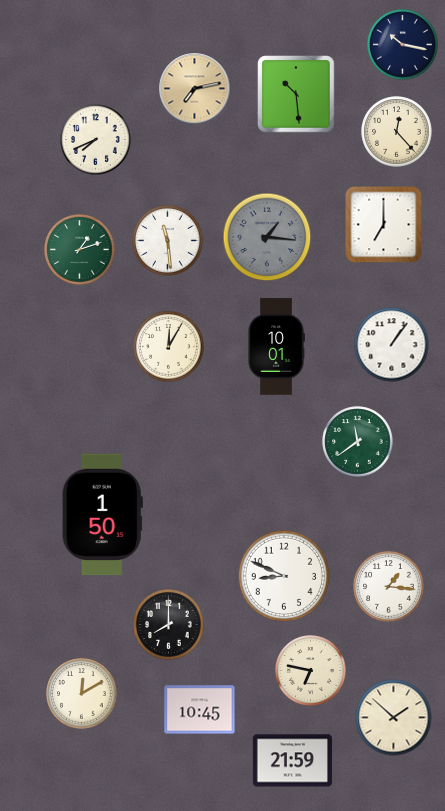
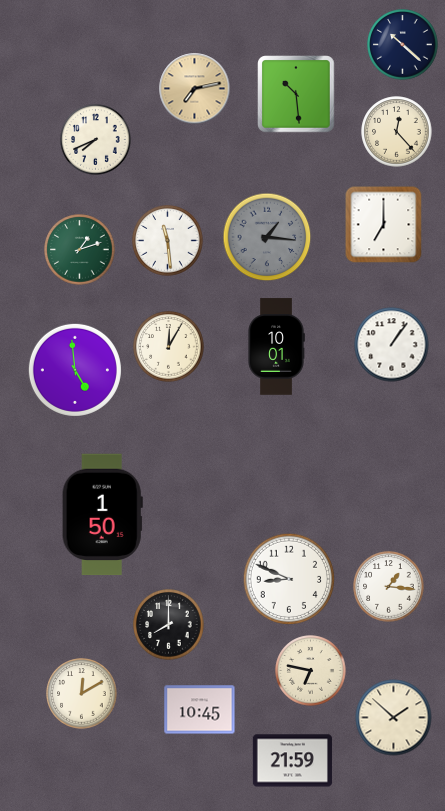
clock at (403, 45): 10:17 -> 10:22
clock at (75, 370): none -> 4:59
clock at (358, 442): 11:39 -> none
clock at (283, 575) position: (283, 575) -> (288, 578)
